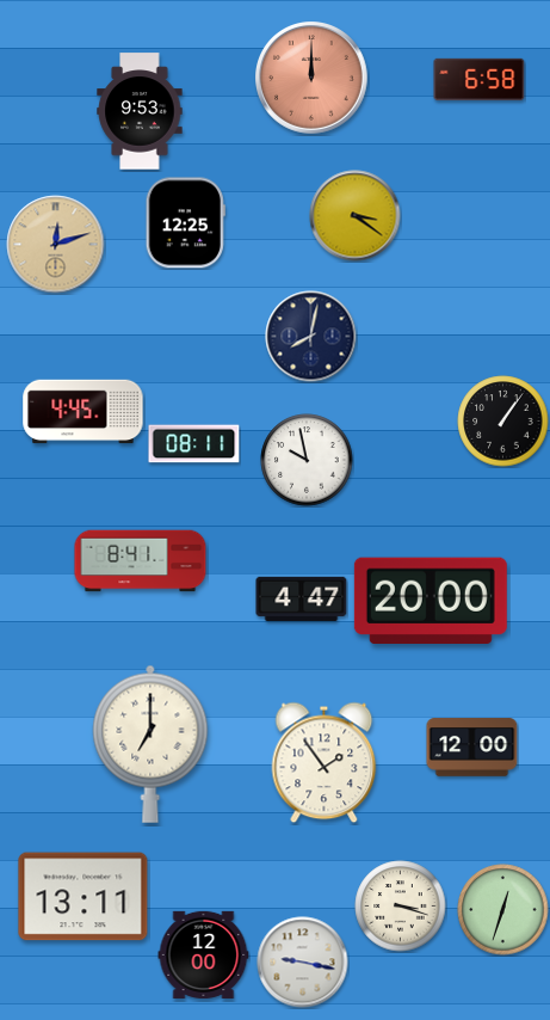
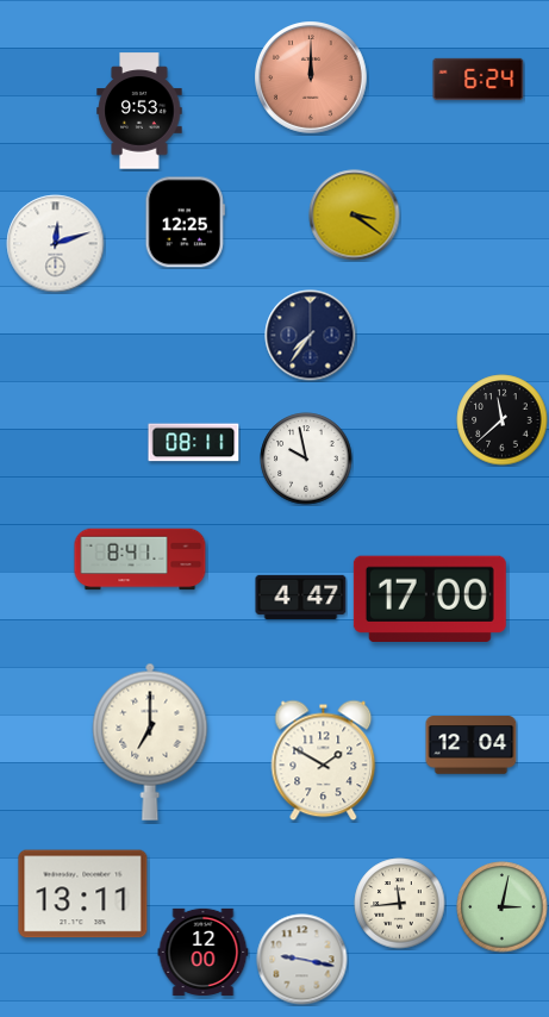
clock at (480, 79): 6:58 -> 6:24
clock at (56, 245) dial: champagne -> white
clock at (311, 337): 8:02 -> 7:36
clock at (84, 412): 4:45 -> none
clock at (503, 422): 1:06 -> 11:38
clock at (431, 601): 20:00 -> 17:00
clock at (472, 748): 12:00 -> 12:04
clock at (325, 763): 1:54 -> 1:50
clock at (401, 907): 3:18 -> 11:44
clock at (503, 910): 12:33 -> 3:02
